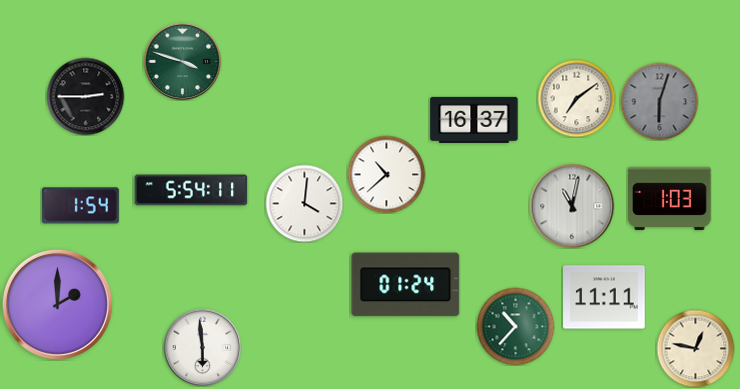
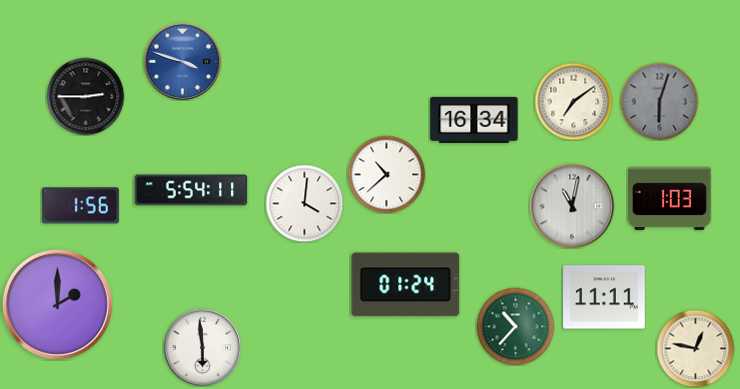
clock at (182, 61) dial: green -> blue
clock at (576, 98) position: (576, 98) -> (573, 101)
clock at (474, 120): 16:37 -> 16:34
clock at (80, 206): 1:54 -> 1:56
